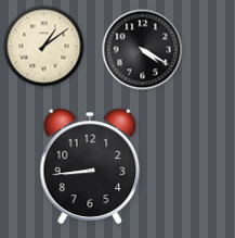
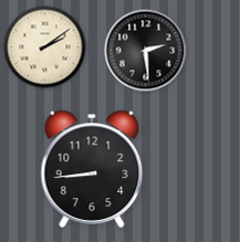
clock at (44, 47): 1:09 -> 2:09
clock at (143, 50): 4:20 -> 2:29
